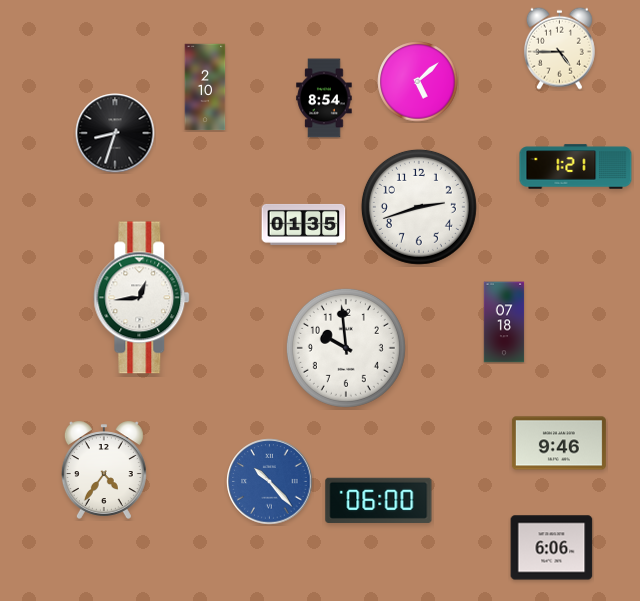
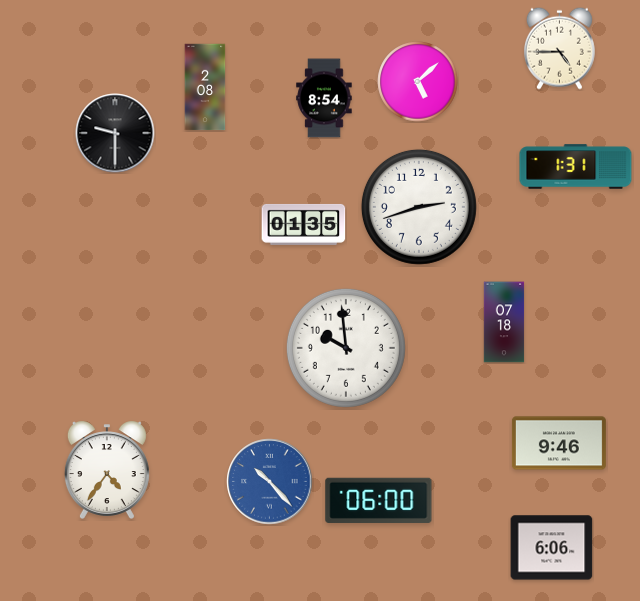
clock at (205, 87): 2:10 -> 2:08
clock at (115, 133): 8:33 -> 9:30
clock at (576, 167): 1:21 -> 1:31
clock at (142, 298): 12:44 -> none
clock at (104, 470) position: (104, 470) -> (107, 470)
